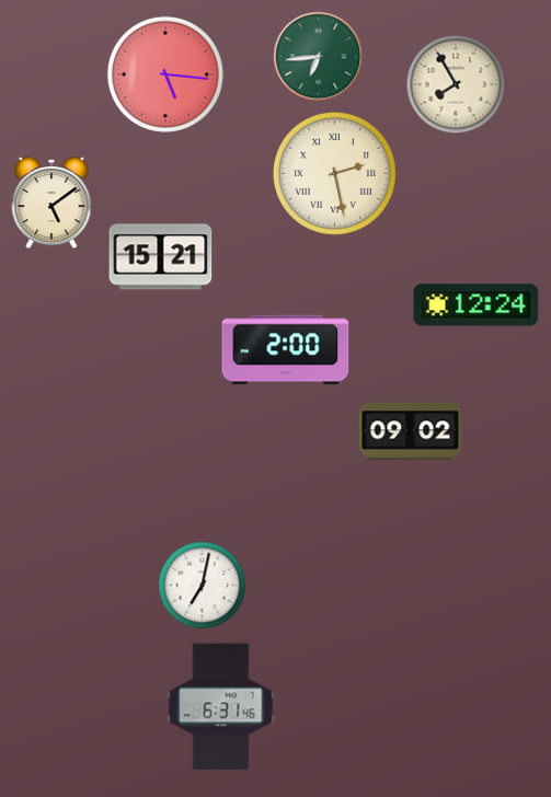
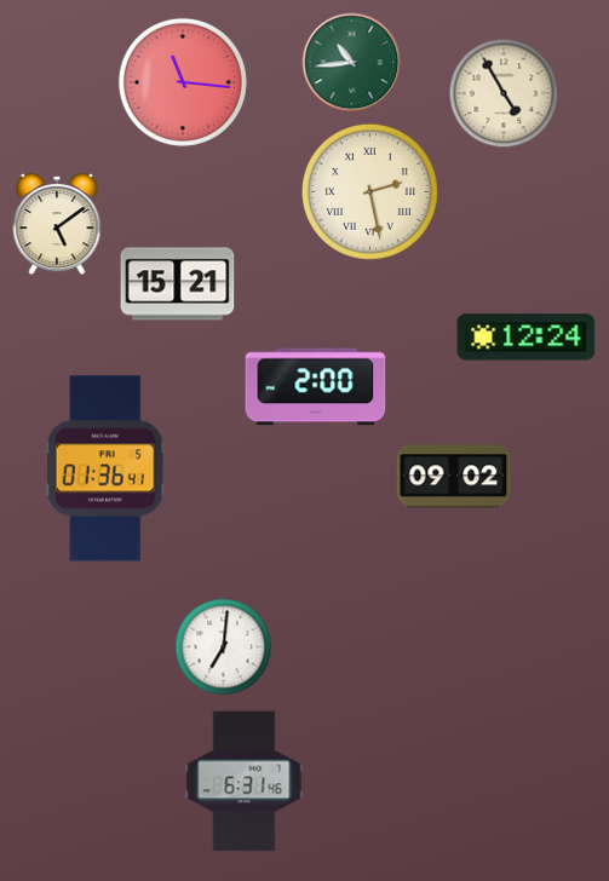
clock at (319, 57): 6:44 -> 10:44
clock at (165, 74): 5:16 -> 11:16
clock at (456, 84): 7:55 -> 4:55
clock at (105, 468): none -> 01:36
clock at (203, 586): 7:02 -> 7:01
